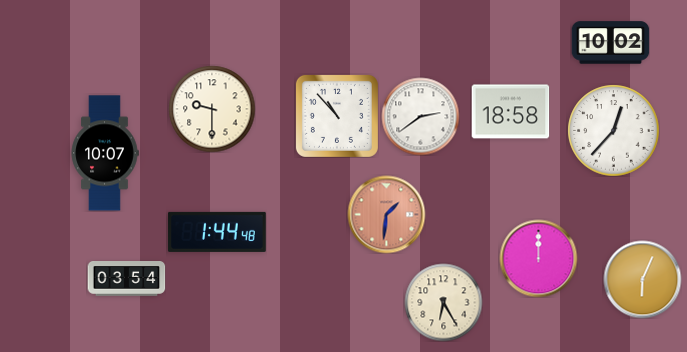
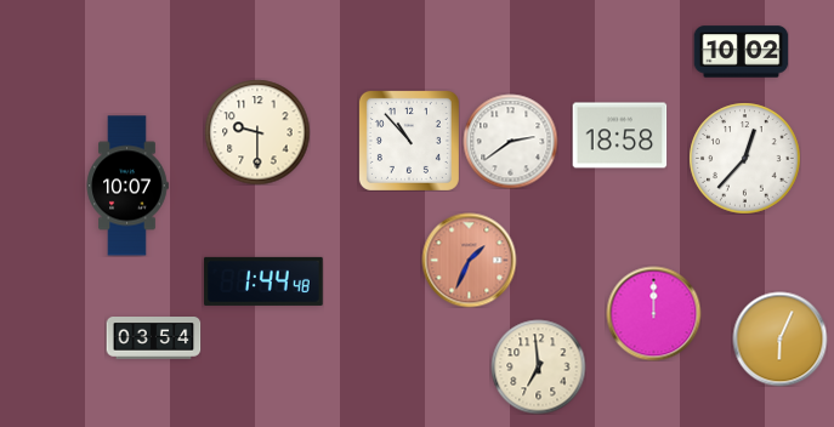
clock at (386, 214): 1:31 -> 1:34
clock at (443, 302): 6:25 -> 6:59
